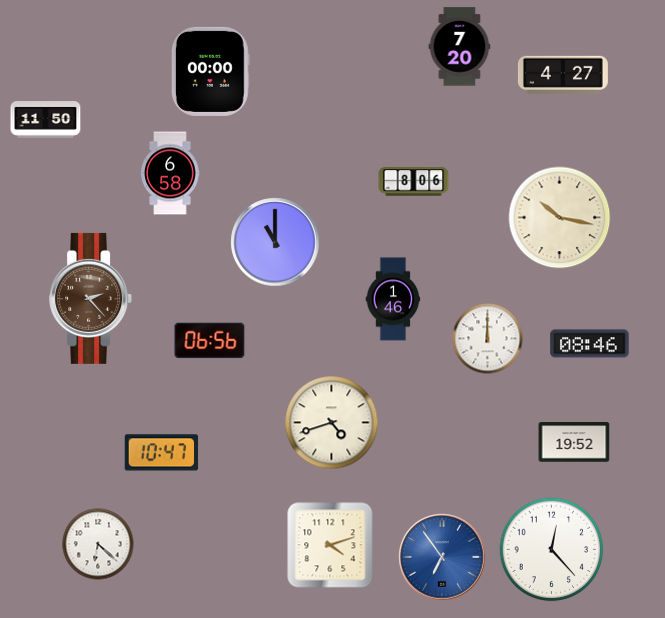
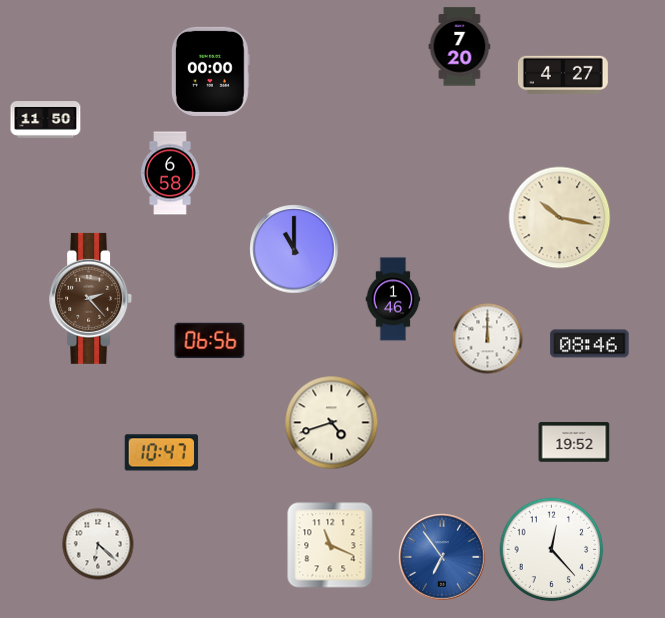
clock at (414, 182): 8:06 -> none
clock at (275, 242) position: (275, 242) -> (294, 249)
clock at (330, 545): 4:12 -> 11:19
